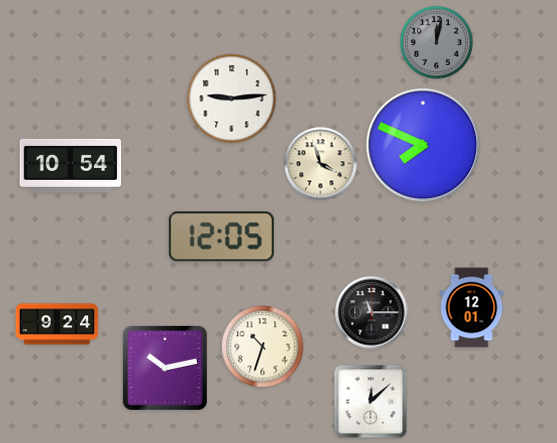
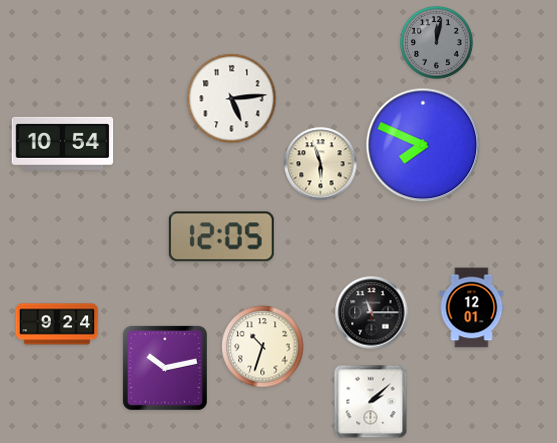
clock at (232, 99): 9:14 -> 5:14
clock at (321, 164): 3:57 -> 5:57
clock at (71, 165) position: (71, 165) -> (63, 143)
clock at (371, 402): 12:08 -> 2:08
